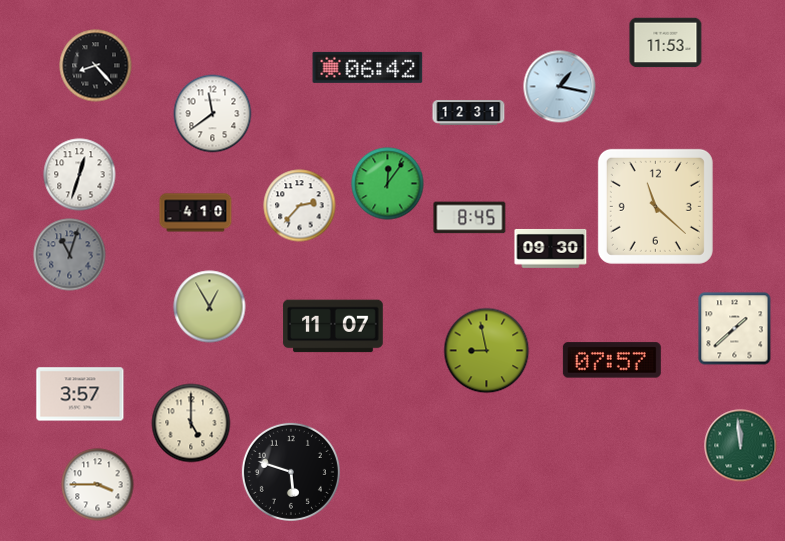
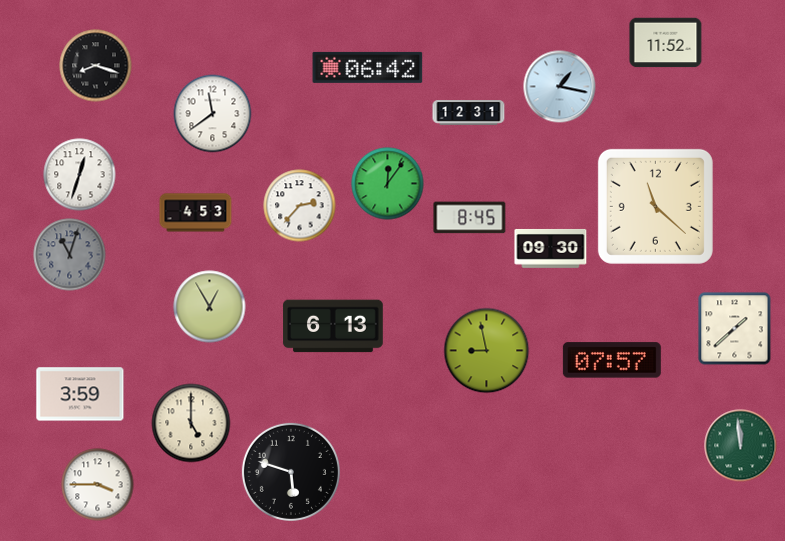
clock at (666, 43): 11:53 -> 11:52
clock at (96, 66): 8:23 -> 8:18
clock at (196, 213): 4:10 -> 4:53
clock at (333, 326): 11:07 -> 6:13
clock at (80, 394): 3:57 -> 3:59
